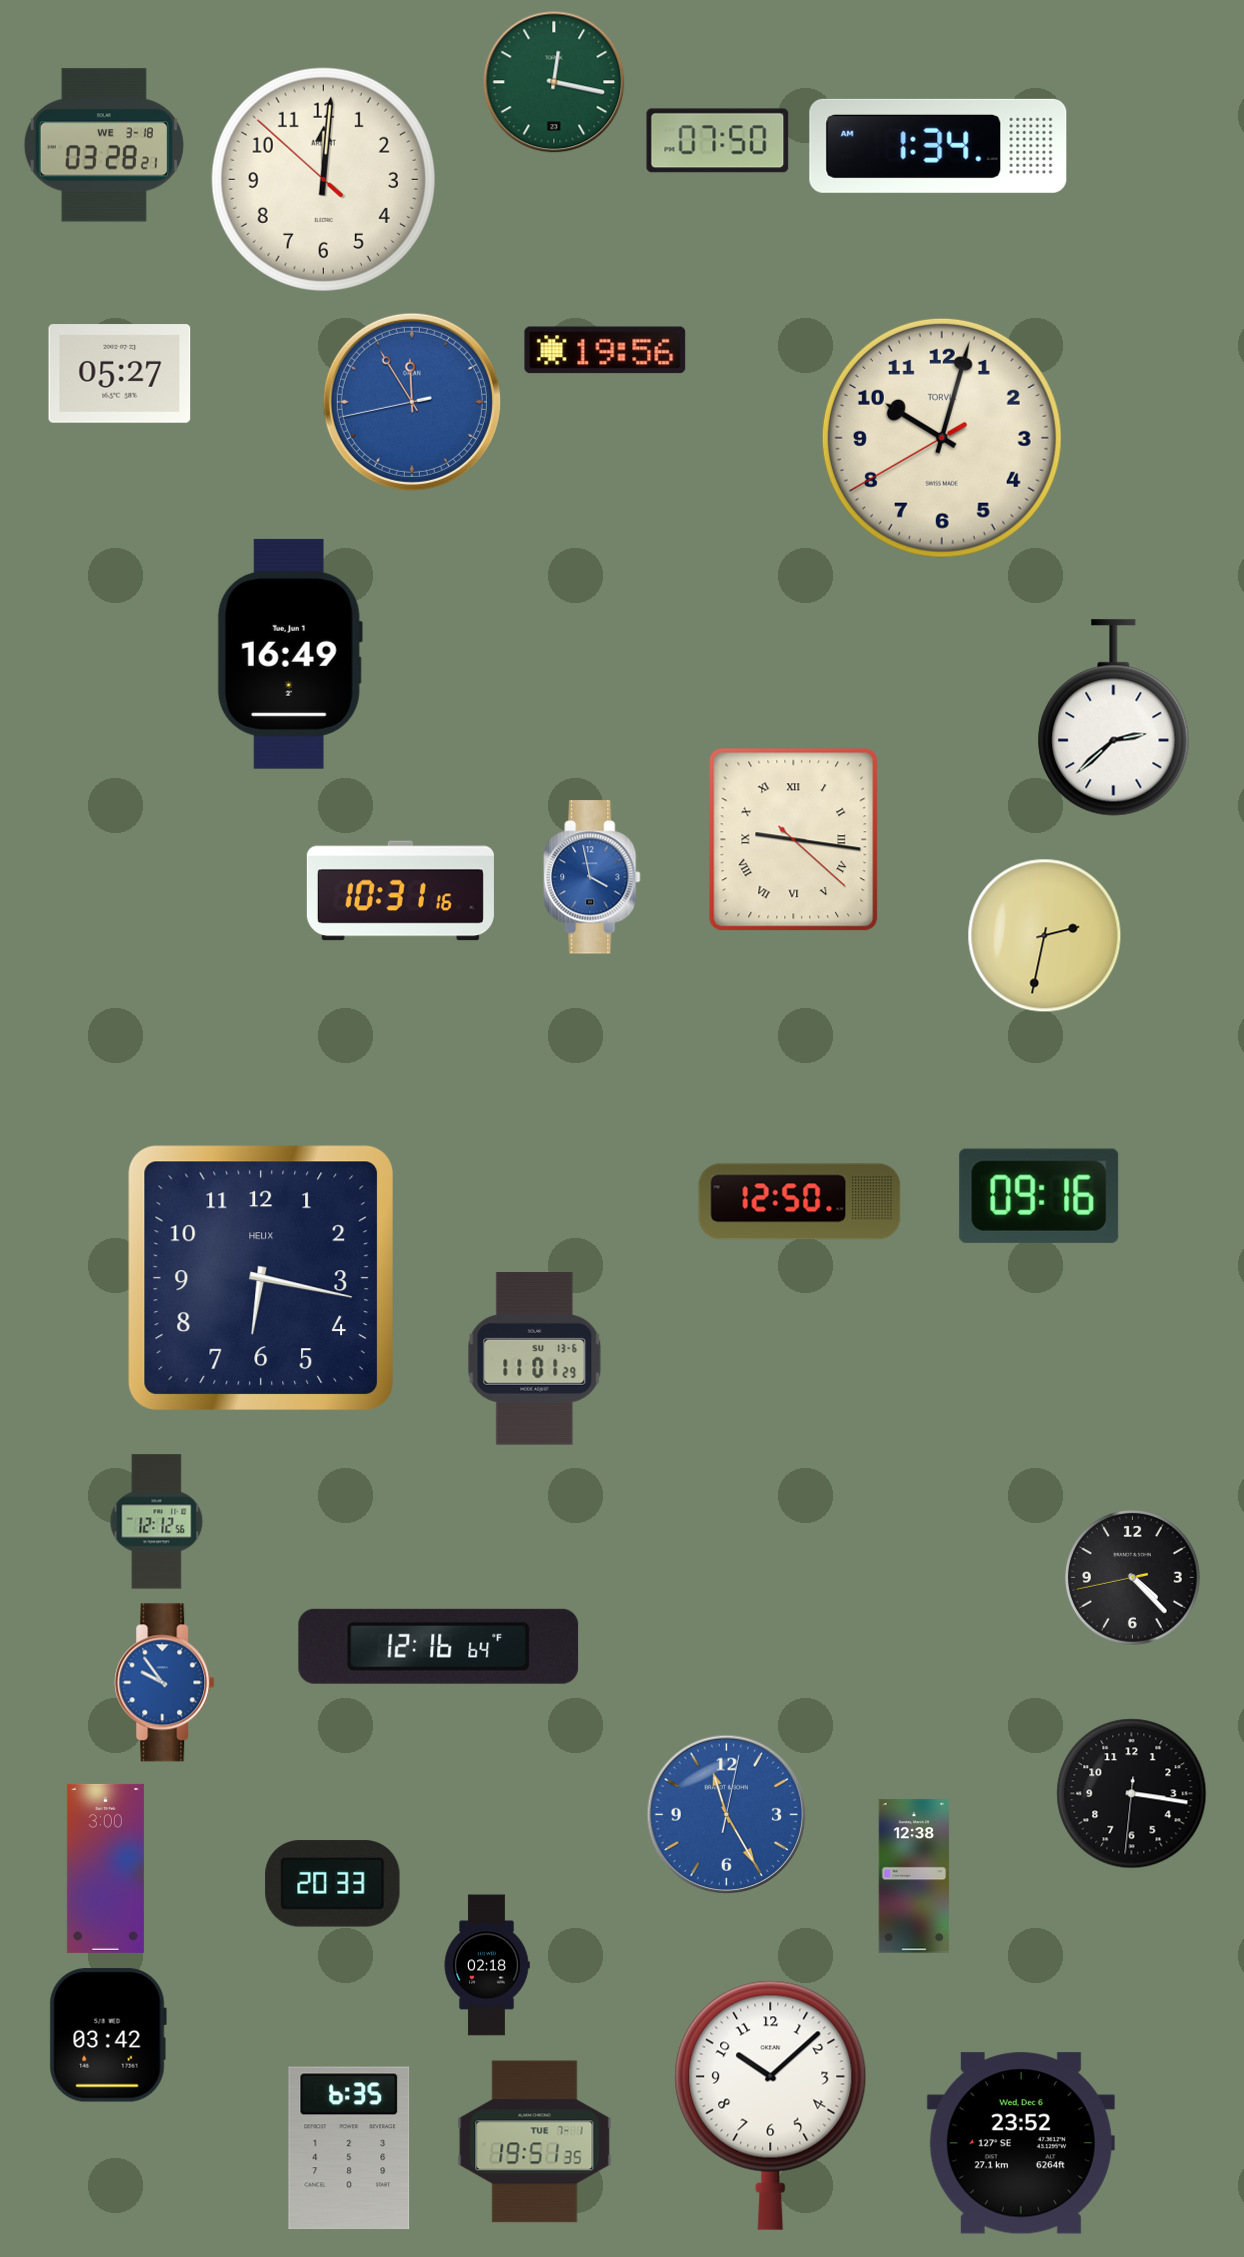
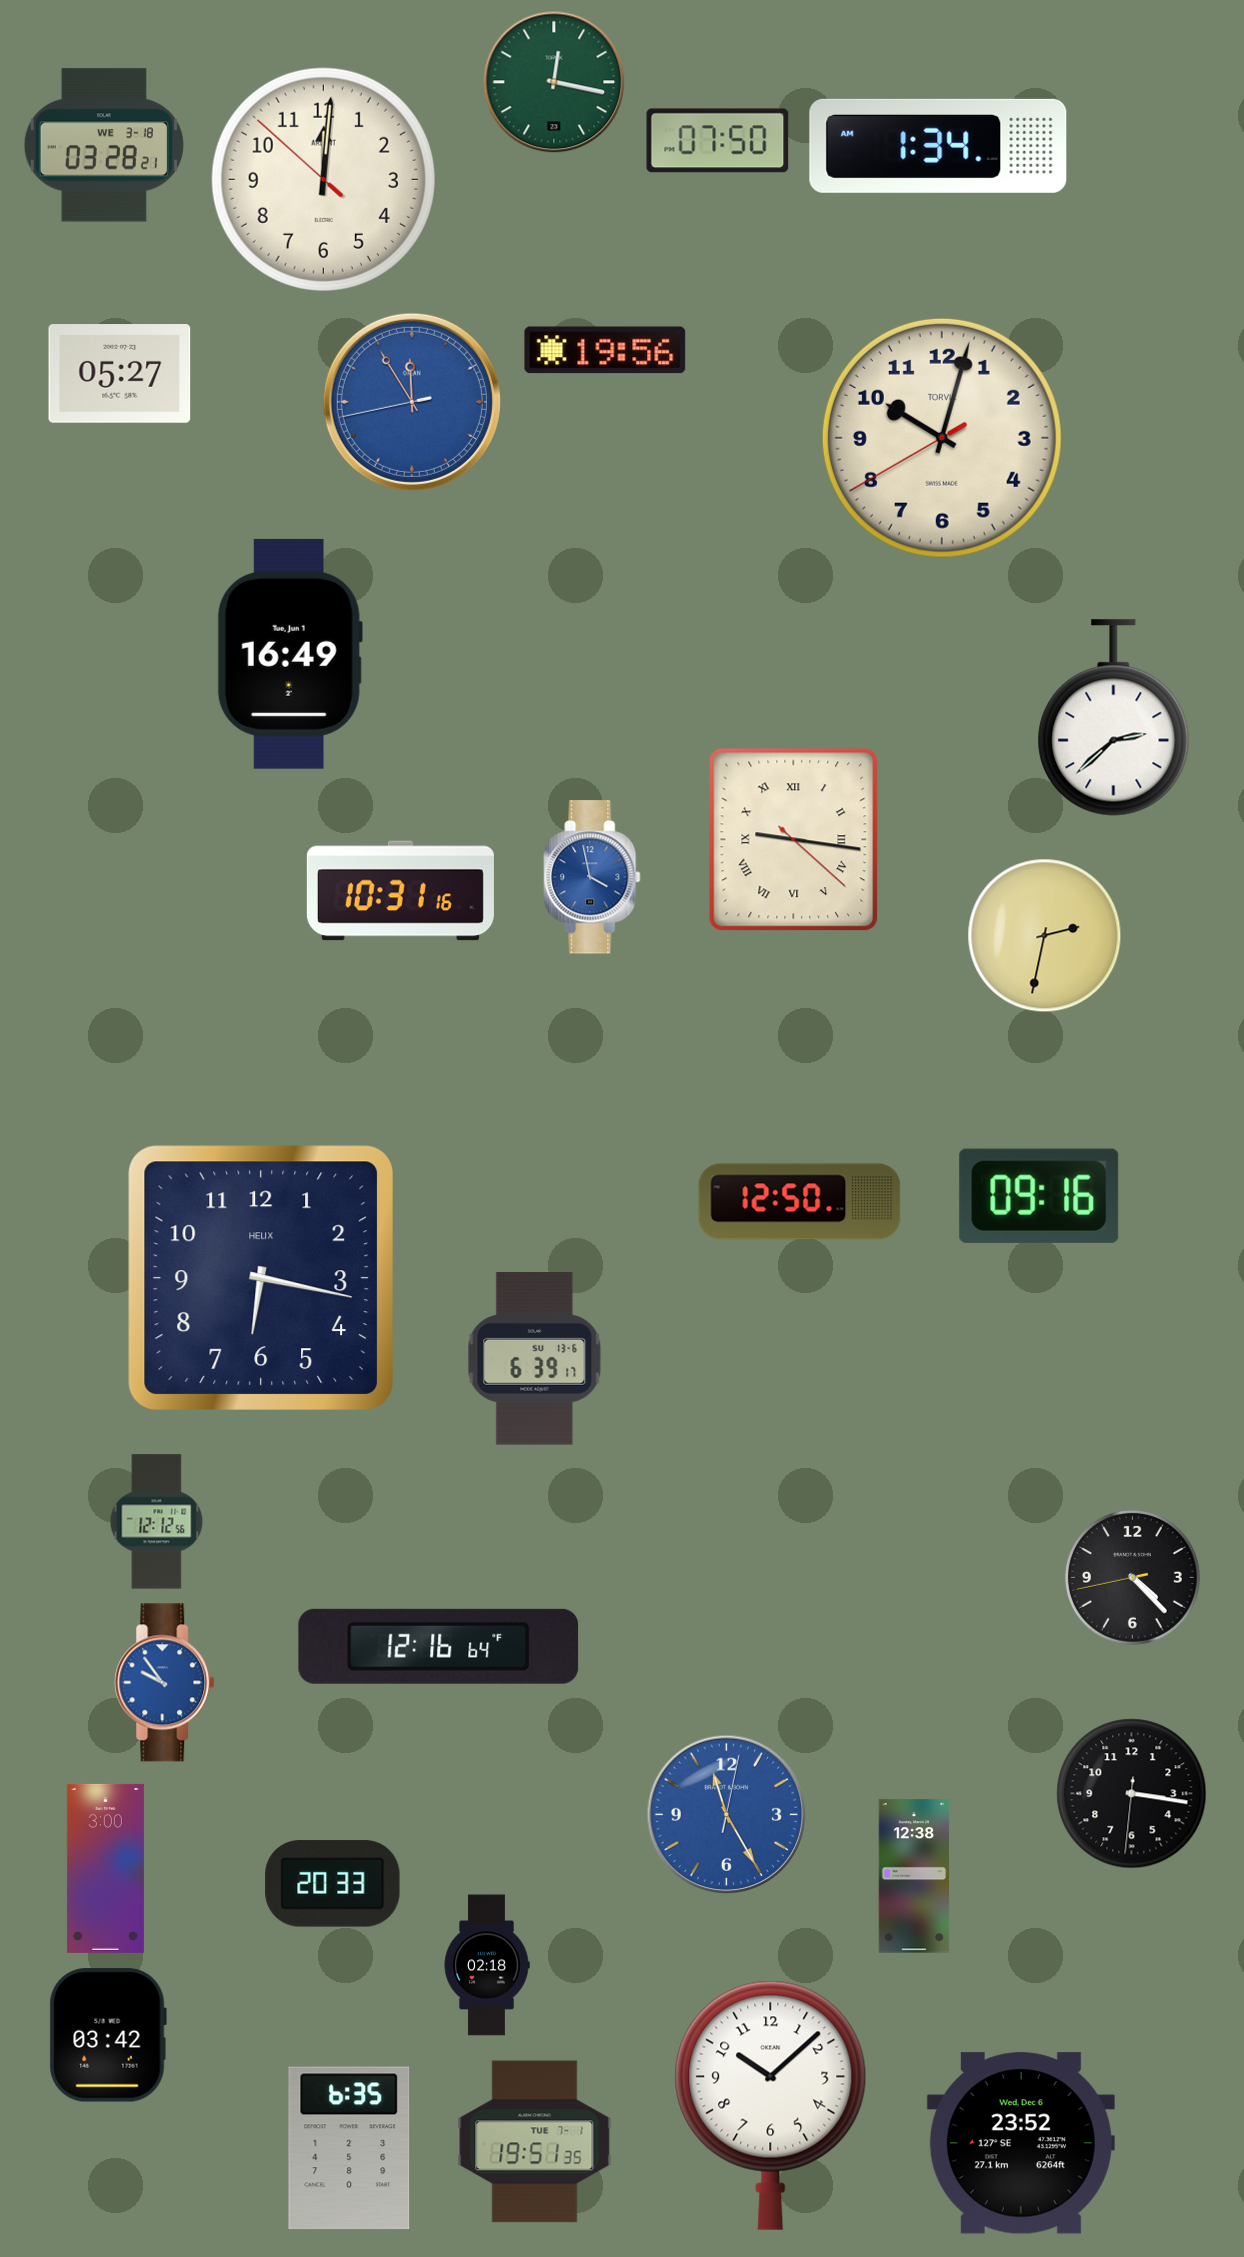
clock at (535, 1359): 11:01 -> 6:39
